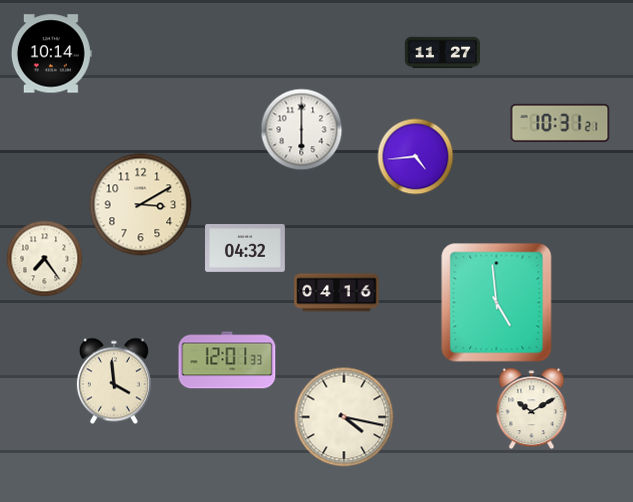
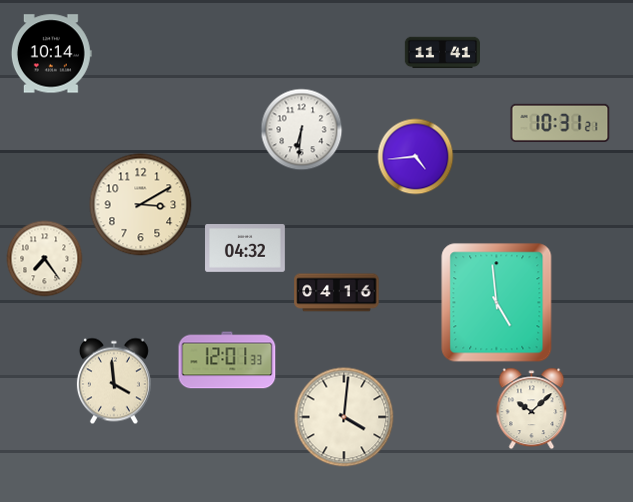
clock at (442, 53): 11:27 -> 11:41
clock at (302, 130): 6:00 -> 6:31
clock at (532, 409): 10:10 -> 10:08
clock at (344, 417): 4:17 -> 4:01
